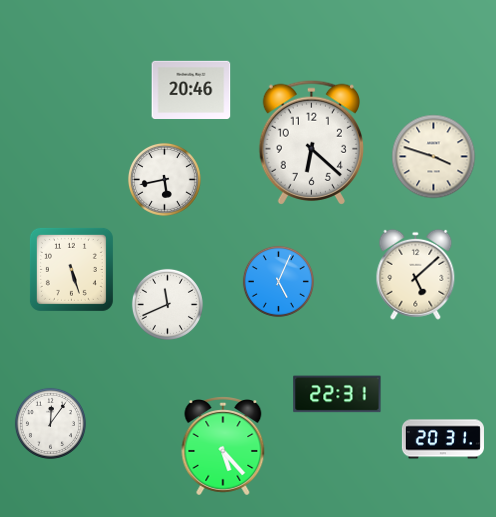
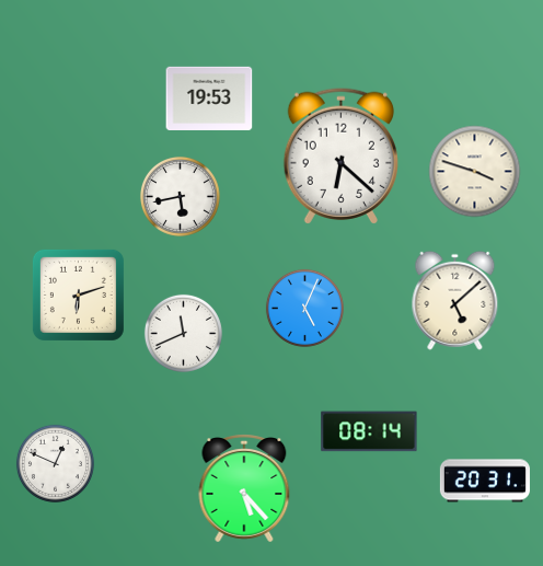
clock at (191, 89): 20:46 -> 19:53
clock at (71, 269): 5:27 -> 6:12
clock at (337, 394): 22:31 -> 08:14
clock at (50, 423): 12:06 -> 12:49
